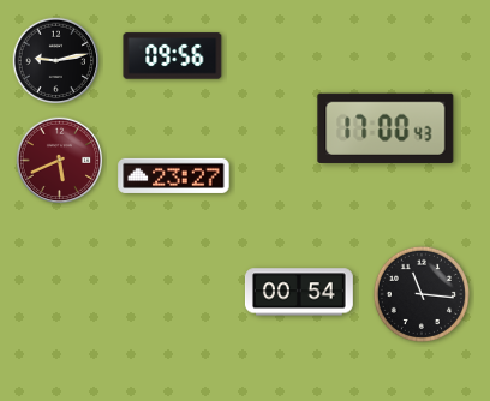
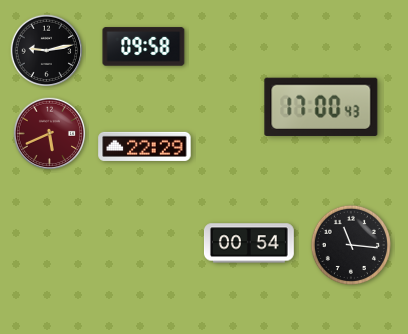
clock at (173, 56): 09:56 -> 09:58
clock at (174, 175): 23:27 -> 22:29
